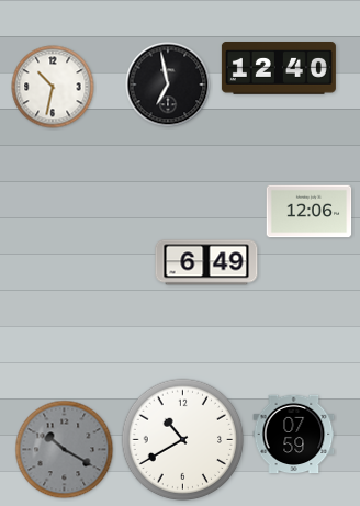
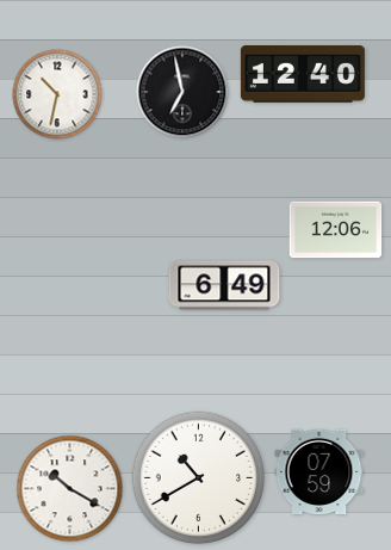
clock at (65, 450) dial: grey -> white
